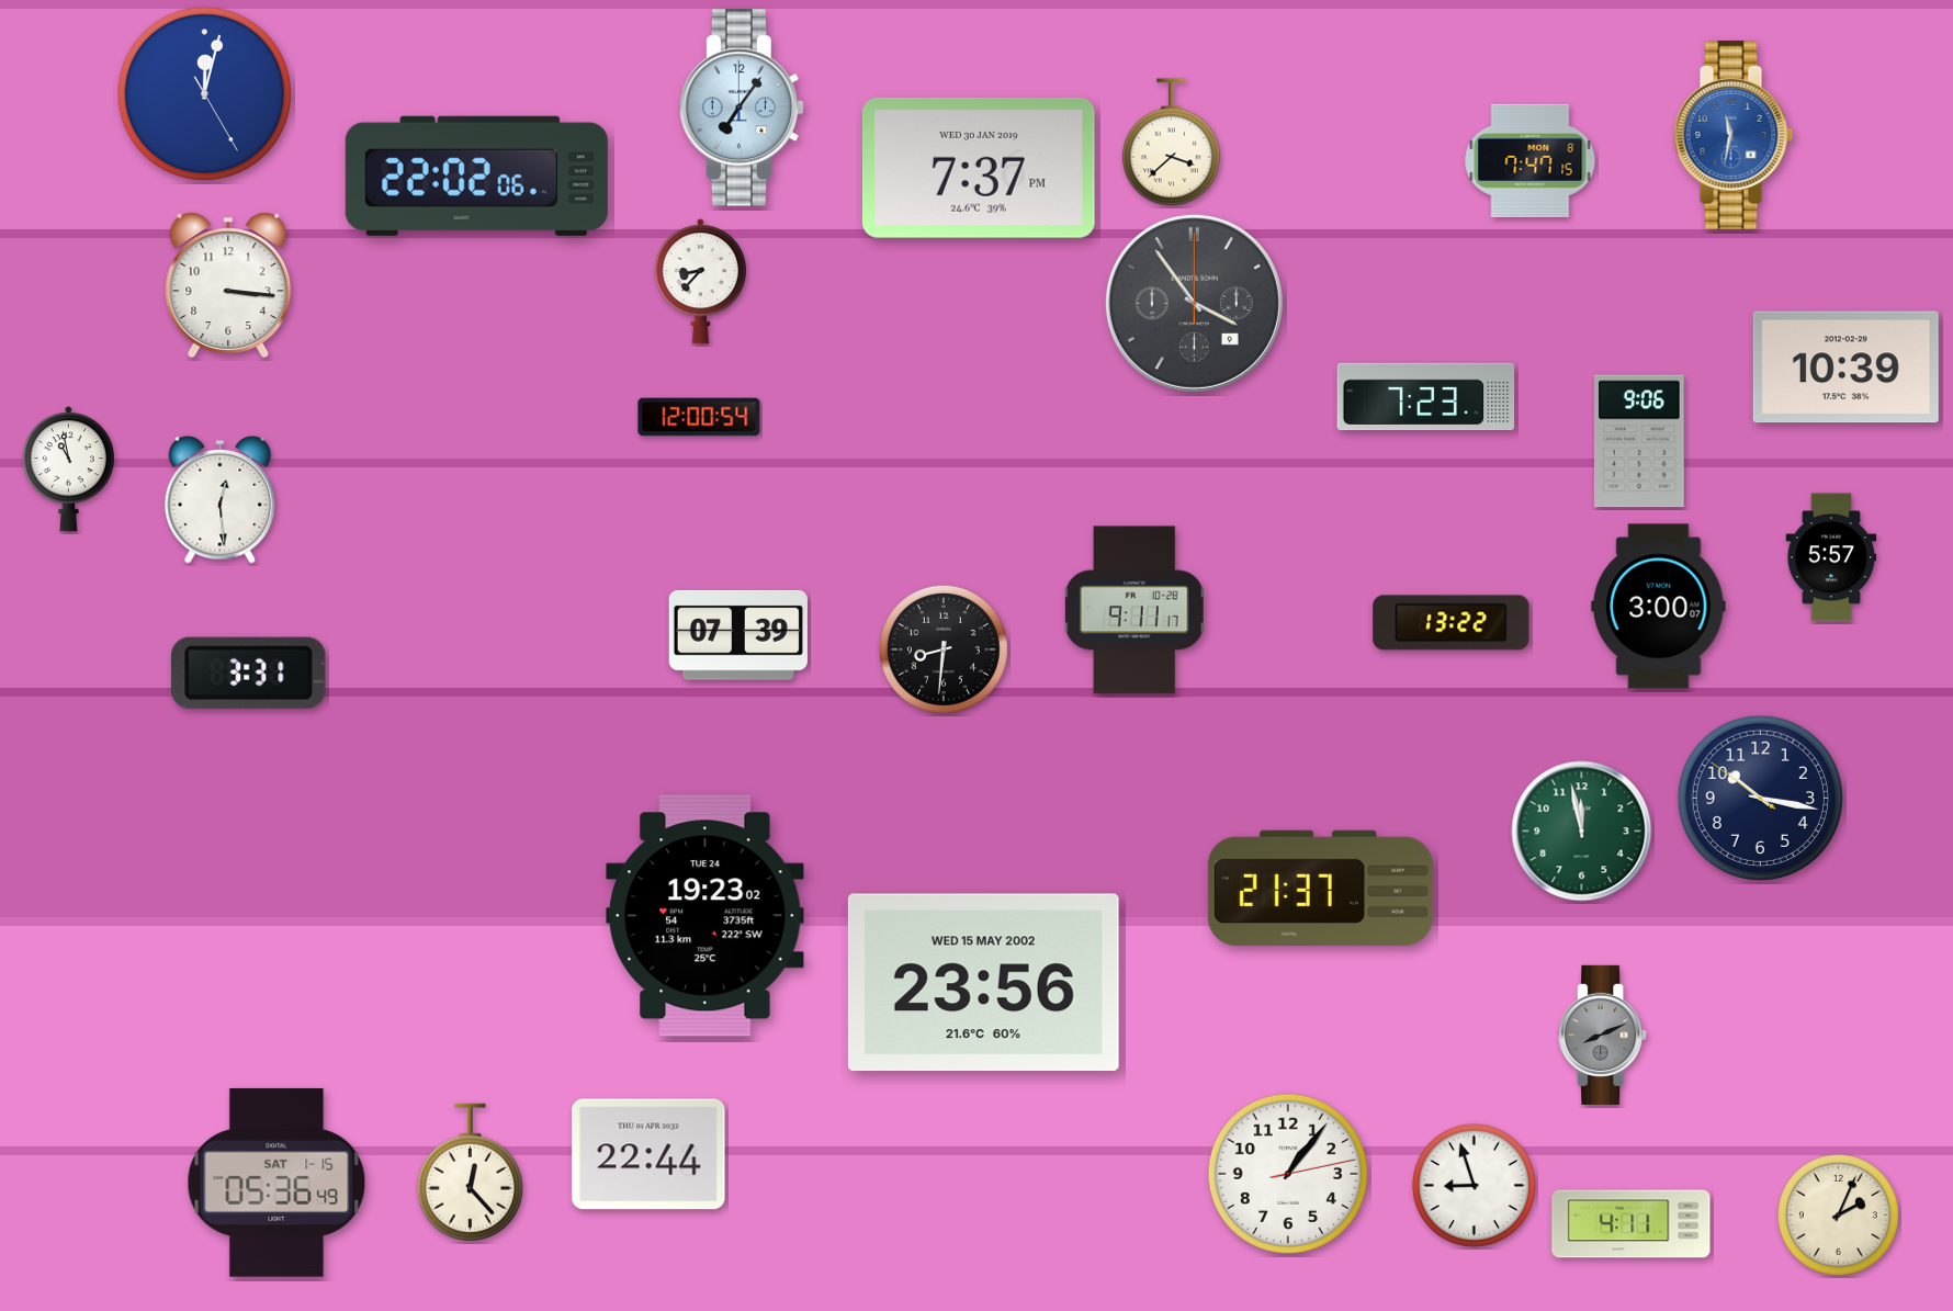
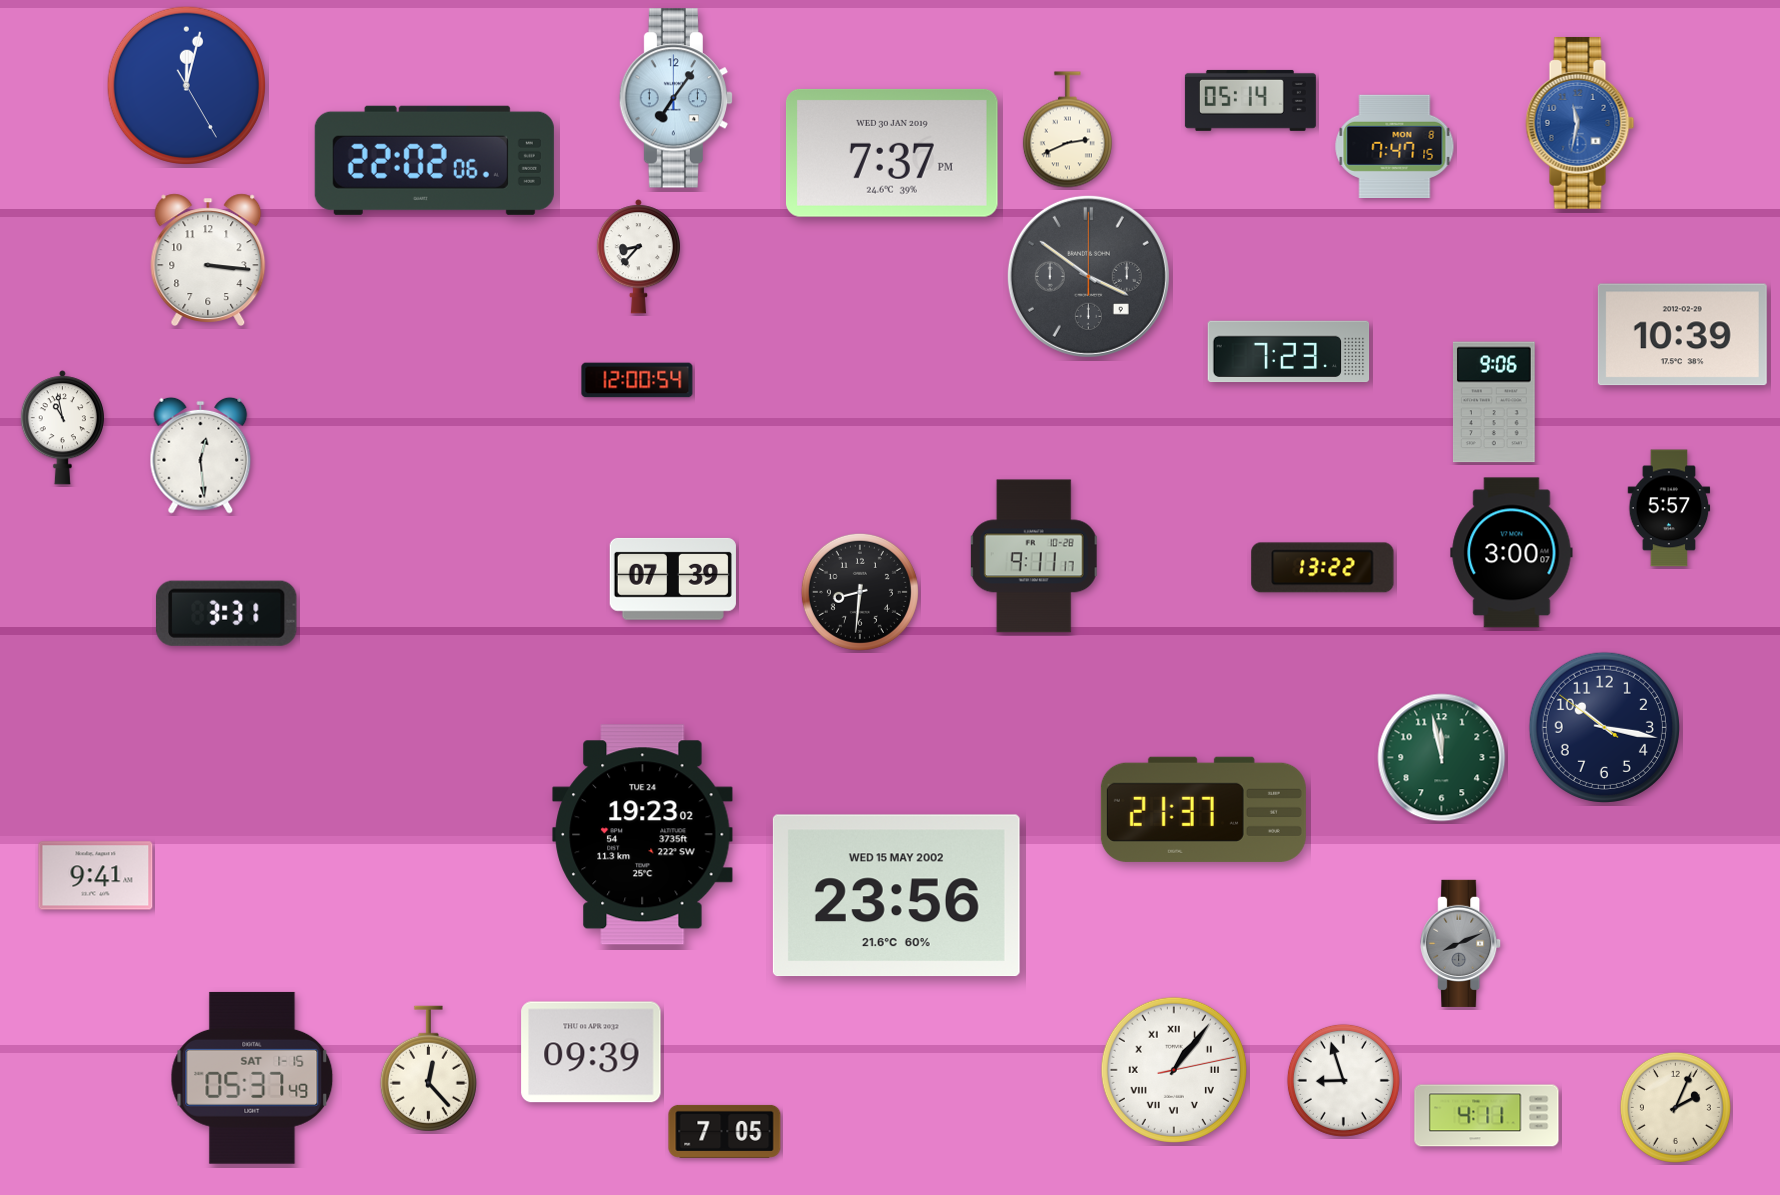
clock at (1250, 100): none -> 05:14
clock at (1171, 143): 3:38 -> 2:41
clock at (1194, 303): 3:54 -> 3:51
clock at (1426, 397) position: (1426, 397) -> (1289, 352)
clock at (96, 876): none -> 9:41
clock at (648, 1154): 22:44 -> 09:39
clock at (1288, 1174) numerals: Arabic -> Roman
clock at (276, 1183): 05:36 -> 05:37
clock at (725, 1131): none -> 7:05
